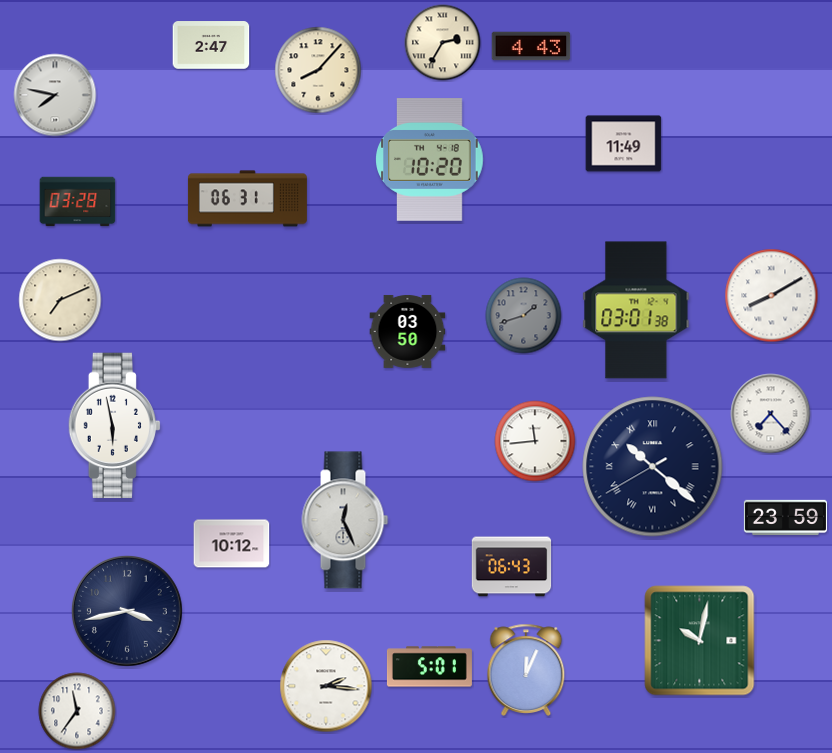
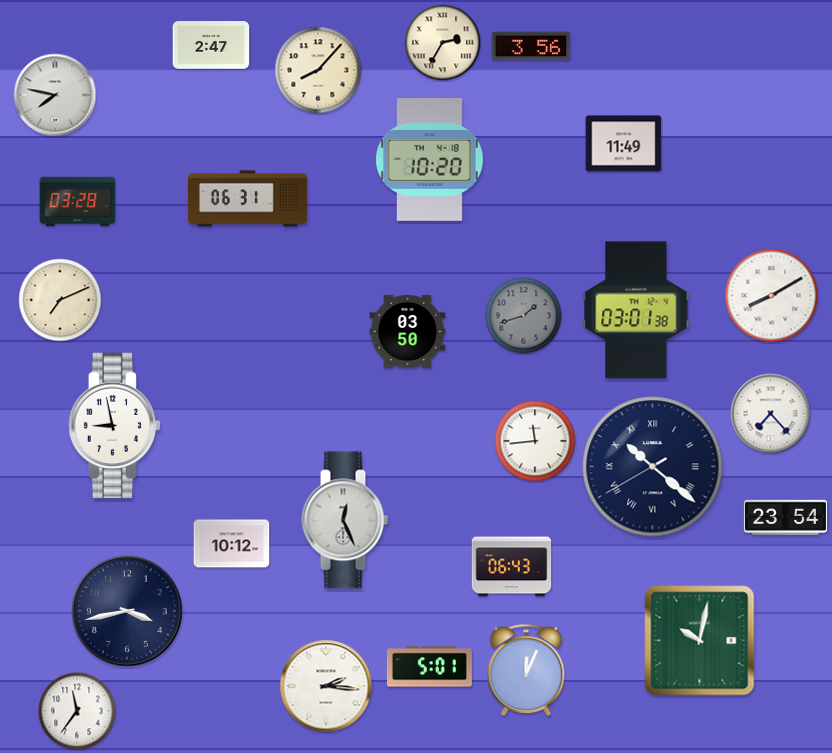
clock at (531, 46): 4:43 -> 3:56
clock at (114, 426): 5:58 -> 8:58
clock at (785, 518): 23:59 -> 23:54
